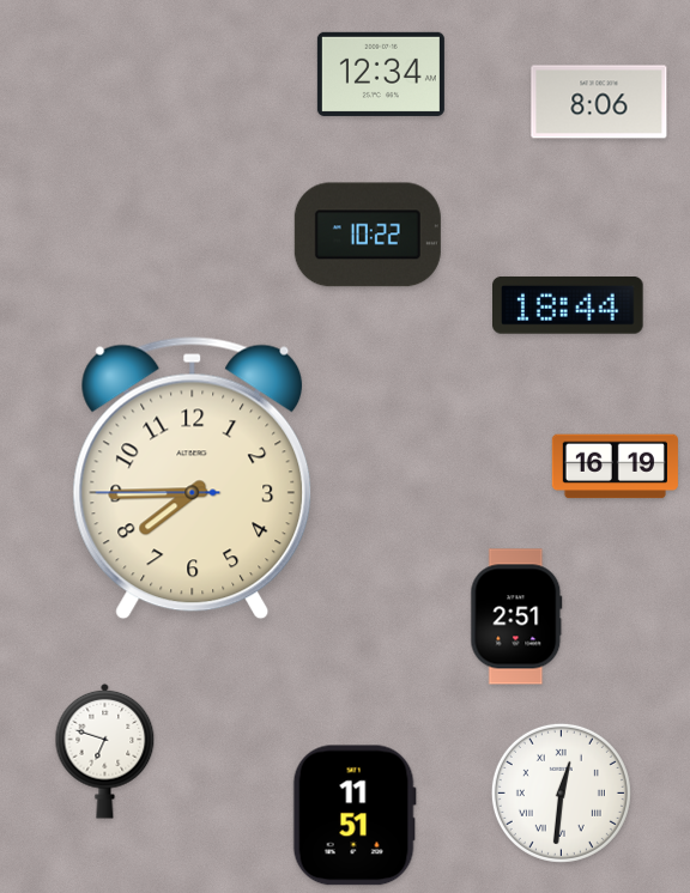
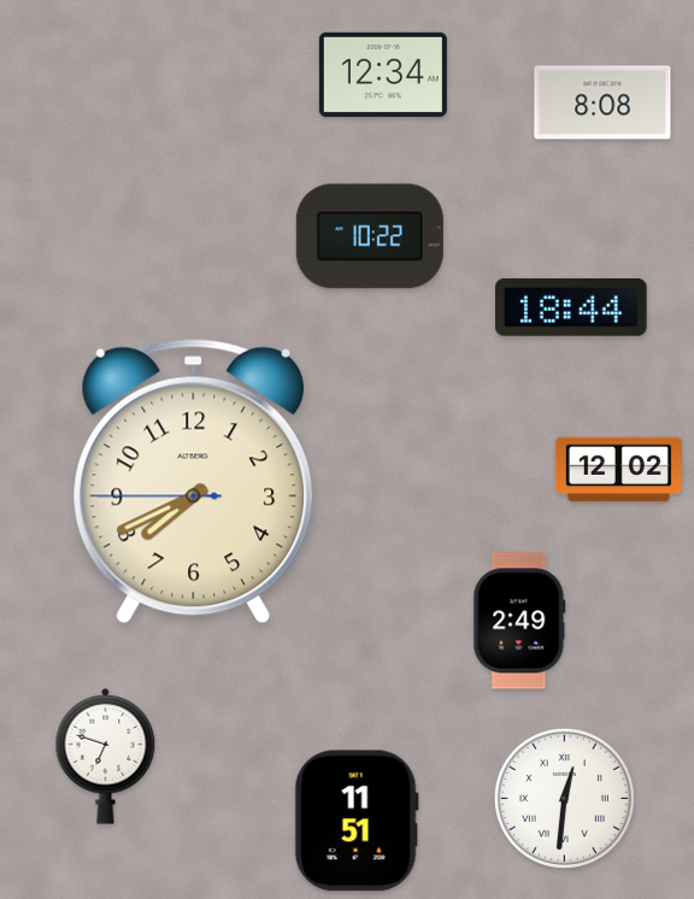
clock at (599, 102): 8:06 -> 8:08
clock at (615, 467): 16:19 -> 12:02
clock at (193, 479): 7:44 -> 7:40
clock at (516, 616): 2:51 -> 2:49
